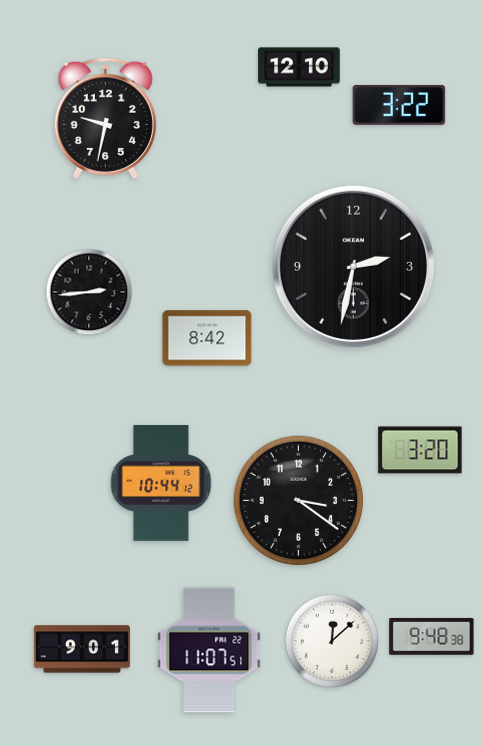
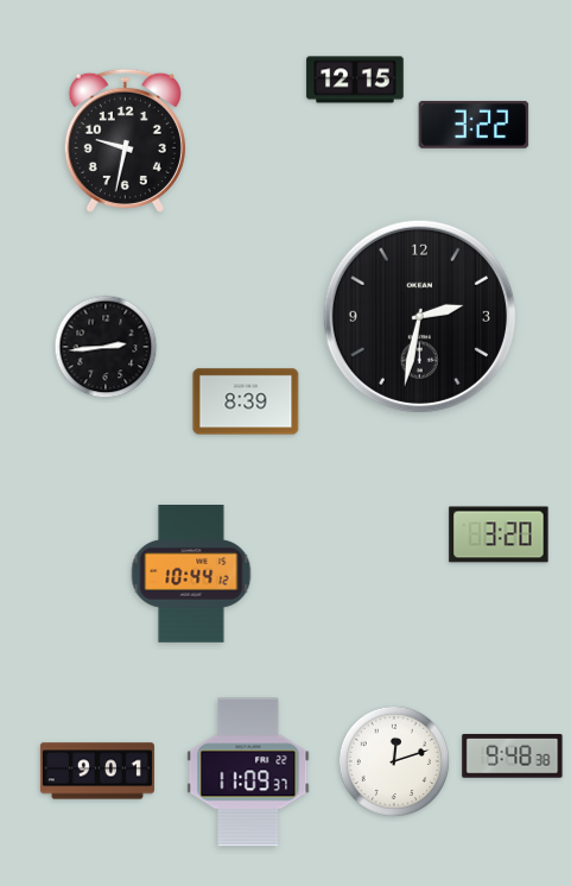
clock at (299, 67): 12:10 -> 12:15
clock at (207, 338): 8:42 -> 8:39
clock at (298, 500): 3:21 -> none
clock at (331, 640): 12:08 -> 12:12
clock at (209, 650): 11:07 -> 11:09
